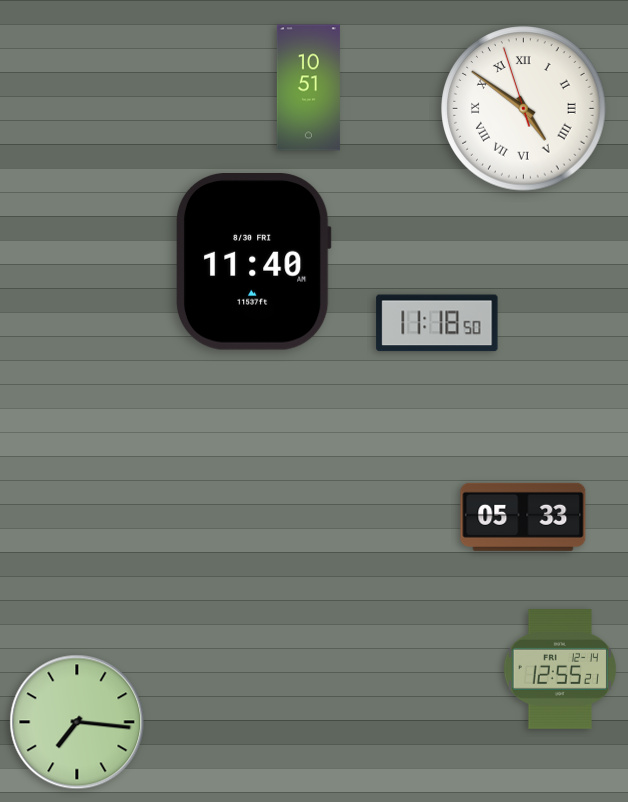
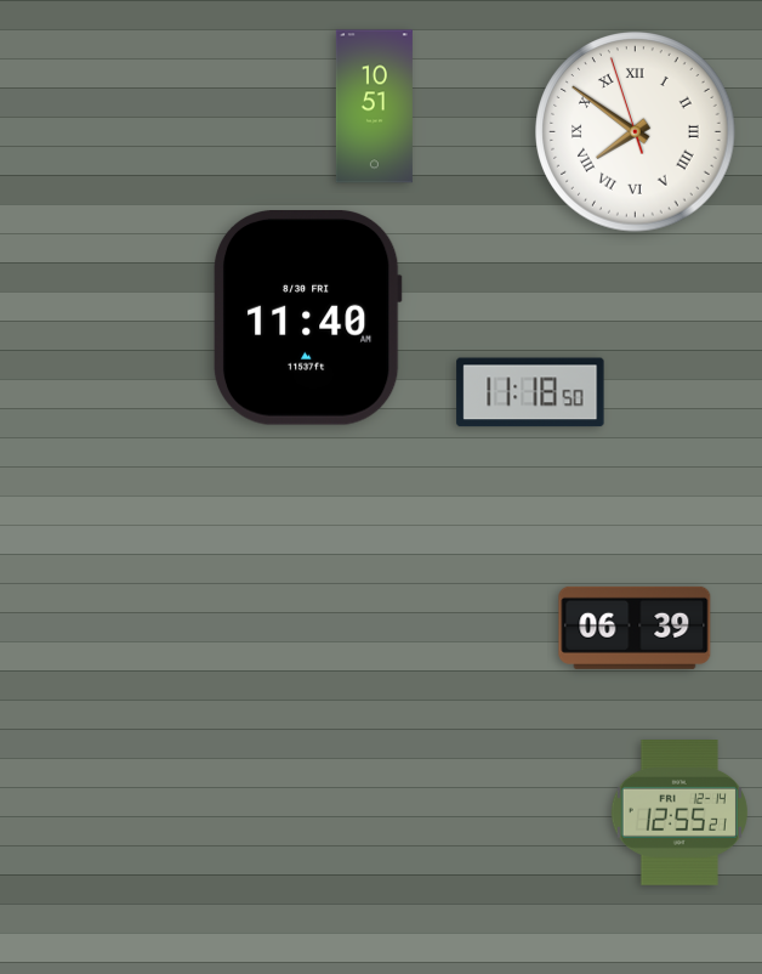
clock at (524, 109): 4:50 -> 7:50
clock at (523, 517): 05:33 -> 06:39
clock at (77, 722): 7:16 -> none
